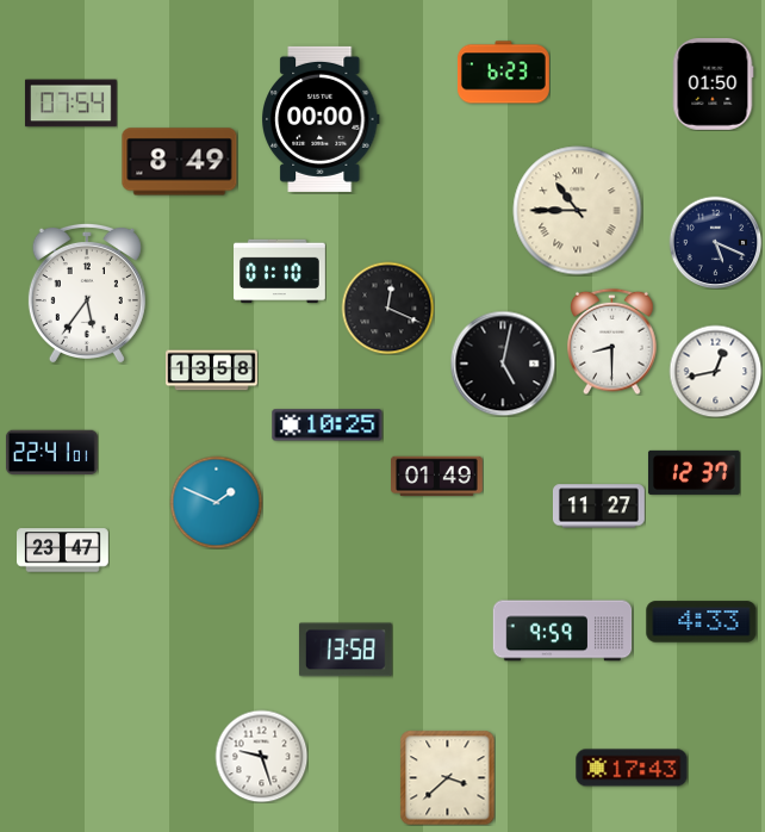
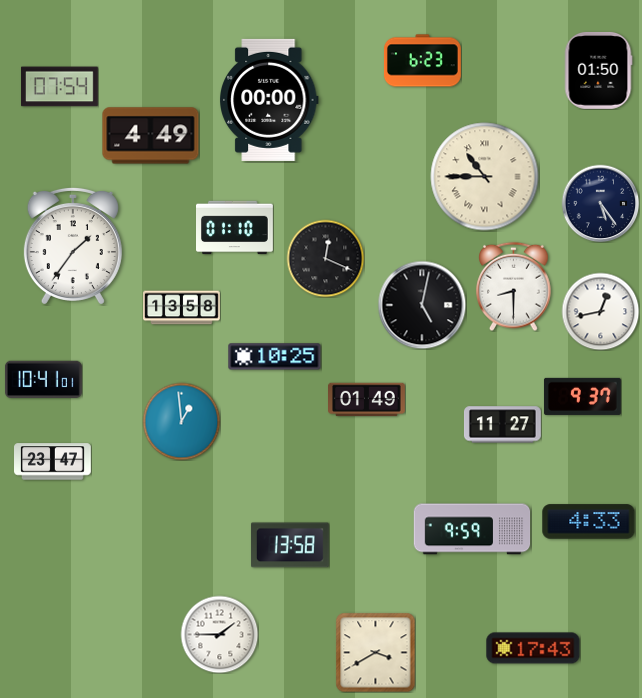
clock at (180, 162): 8:49 -> 4:49
clock at (715, 242): 5:19 -> 5:24
clock at (87, 292): 5:36 -> 1:36
clock at (212, 371) position: (212, 371) -> (182, 308)
clock at (51, 453): 22:41 -> 10:41
clock at (695, 472): 12:37 -> 9:37
clock at (216, 502): 1:49 -> 12:59
clock at (261, 756): 9:27 -> 1:45
clock at (632, 768) position: (632, 768) -> (533, 648)
clock at (447, 777): 3:38 -> 3:40
